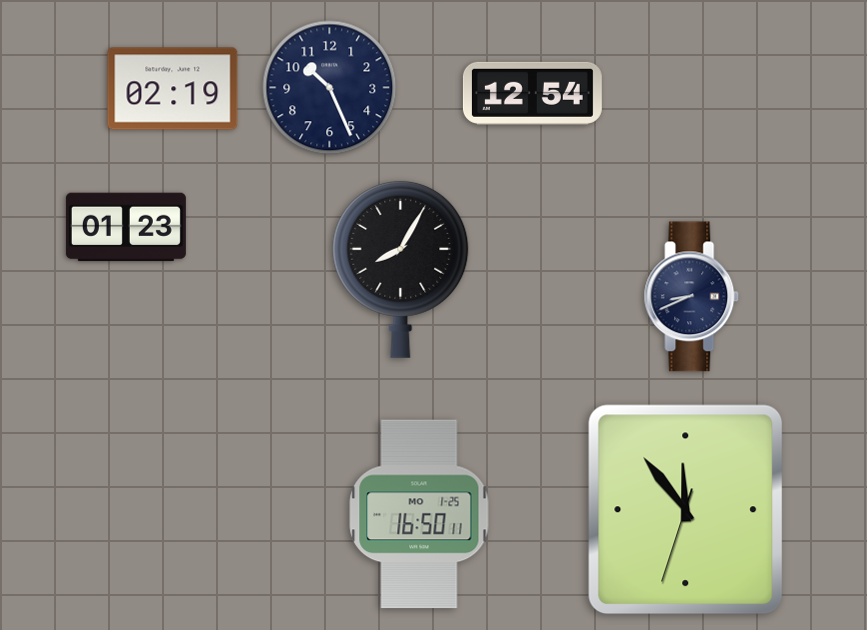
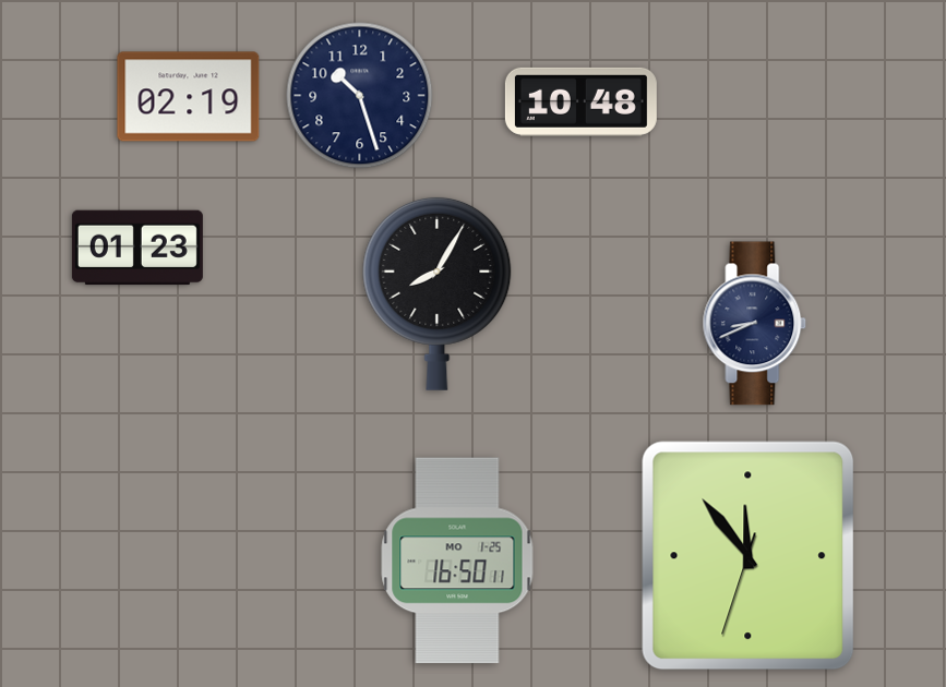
clock at (330, 88): 10:26 -> 10:27
clock at (532, 93): 12:54 -> 10:48
